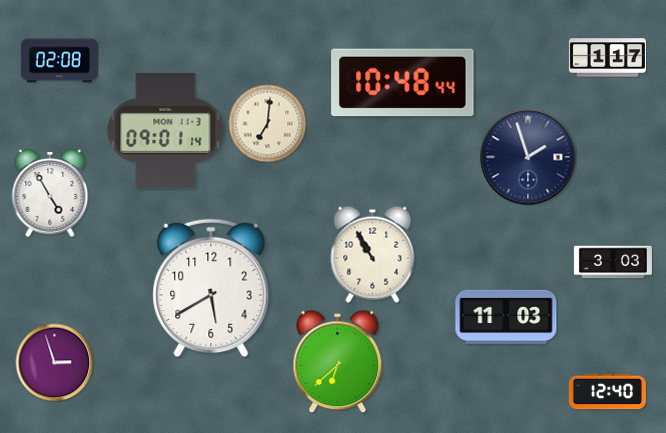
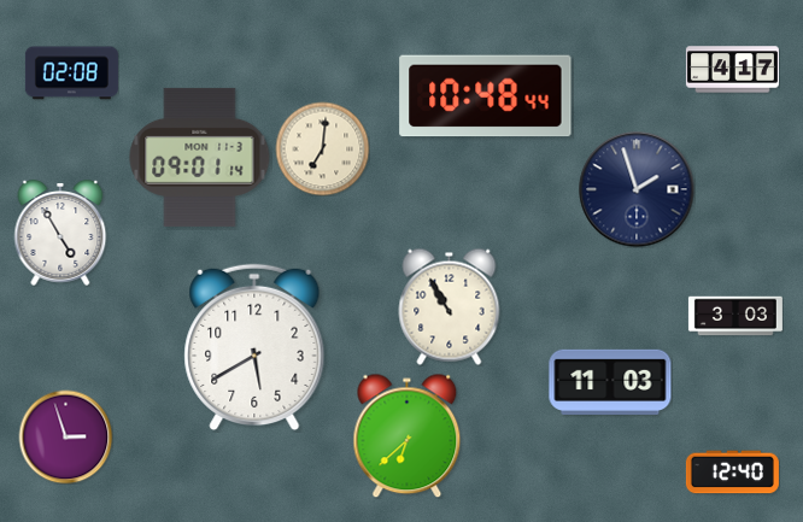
clock at (607, 58): 1:17 -> 4:17
clock at (403, 83) position: (403, 83) -> (486, 96)
clock at (613, 262) position: (613, 262) -> (735, 316)
